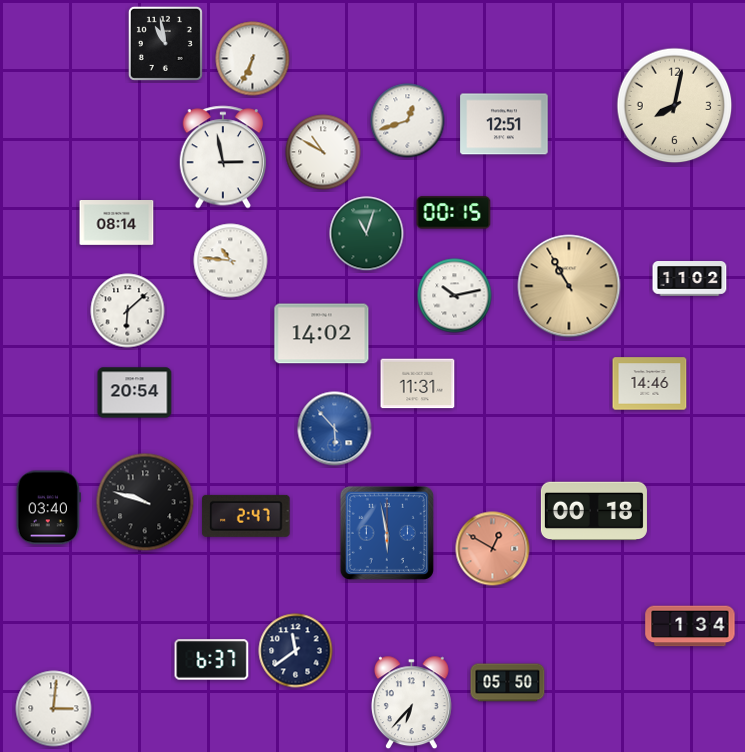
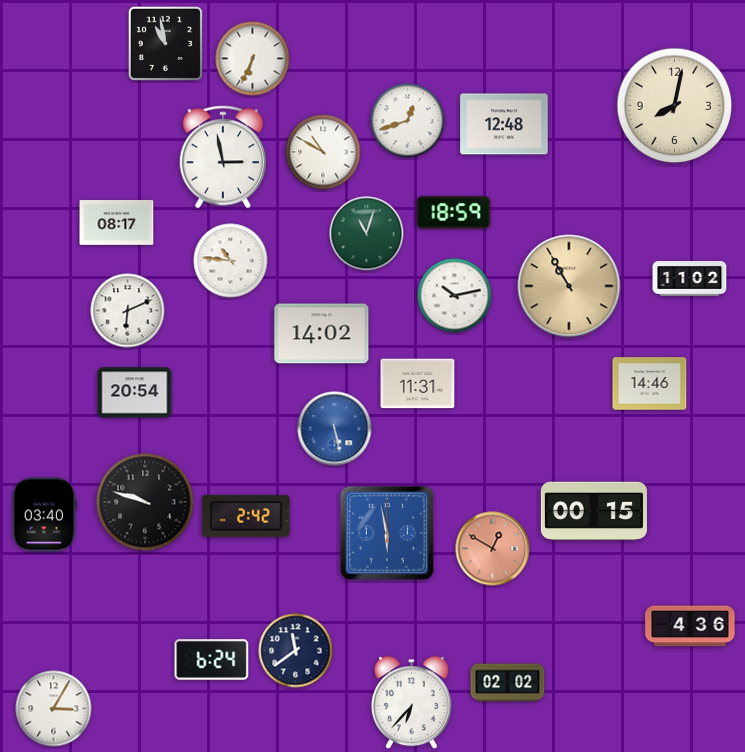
clock at (504, 124): 12:51 -> 12:48
clock at (454, 213): 00:15 -> 18:59
clock at (117, 223): 08:14 -> 08:17
clock at (128, 311): 6:08 -> 6:11
clock at (335, 429): 5:53 -> 5:28
clock at (48, 508) position: (48, 508) -> (44, 515)
clock at (594, 511): 00:18 -> 00:15
clock at (246, 516): 2:47 -> 2:42
clock at (690, 626): 1:34 -> 4:36
clock at (212, 660): 6:37 -> 6:24
clock at (508, 683): 05:50 -> 02:02
clock at (54, 709): 3:01 -> 3:05
